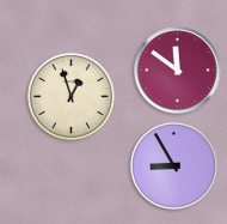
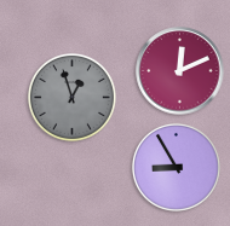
clock at (178, 71): 11:51 -> 12:11
clock at (70, 96) dial: cream -> grey
